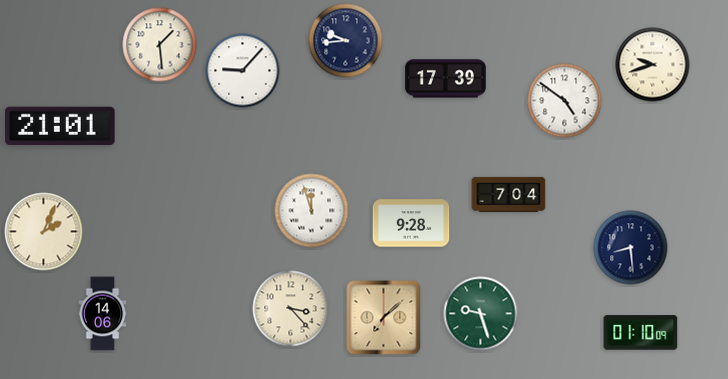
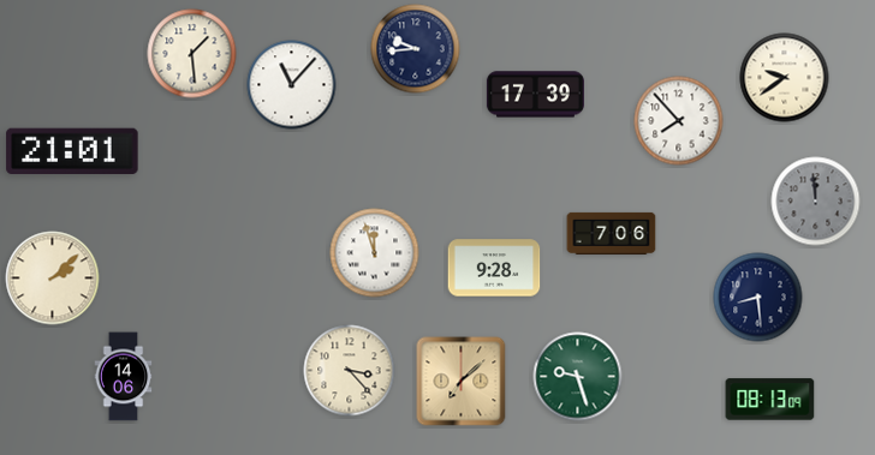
clock at (653, 65): 9:42 -> 9:39
clock at (243, 71): 9:07 -> 11:07
clock at (565, 101): 4:51 -> 7:53
clock at (816, 202): none -> 11:59
clock at (509, 194): 7:04 -> 7:06
clock at (44, 232): 2:04 -> 2:08
clock at (641, 333): 01:10 -> 08:13
